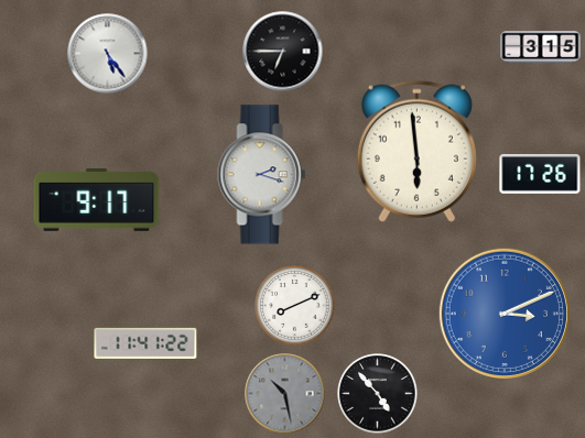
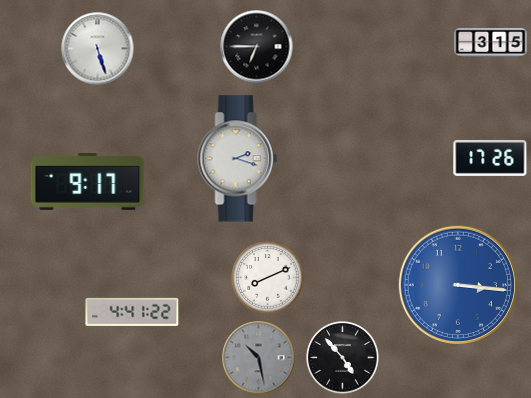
clock at (108, 54): 5:24 -> 5:27
clock at (416, 151): 5:59 -> none
clock at (505, 314): 3:11 -> 3:16
clock at (145, 343): 11:41 -> 4:41
